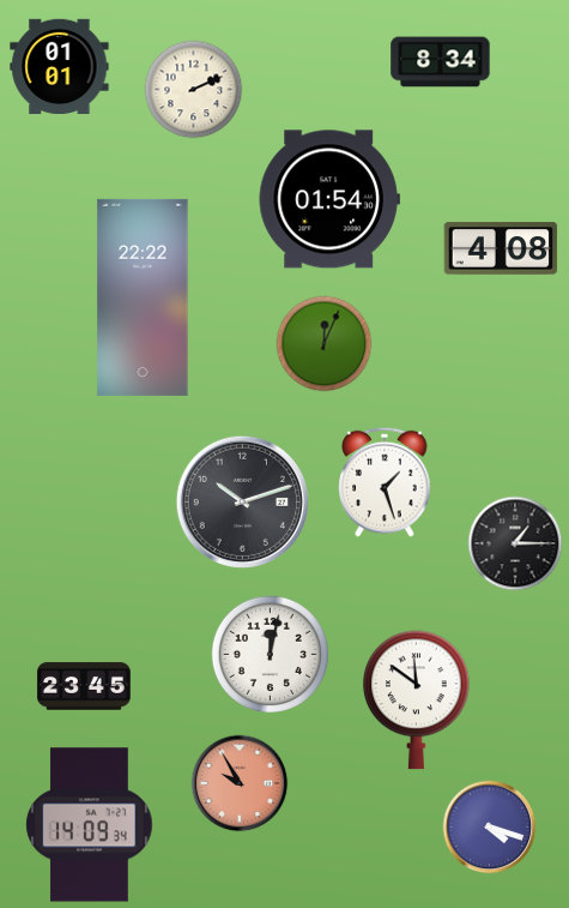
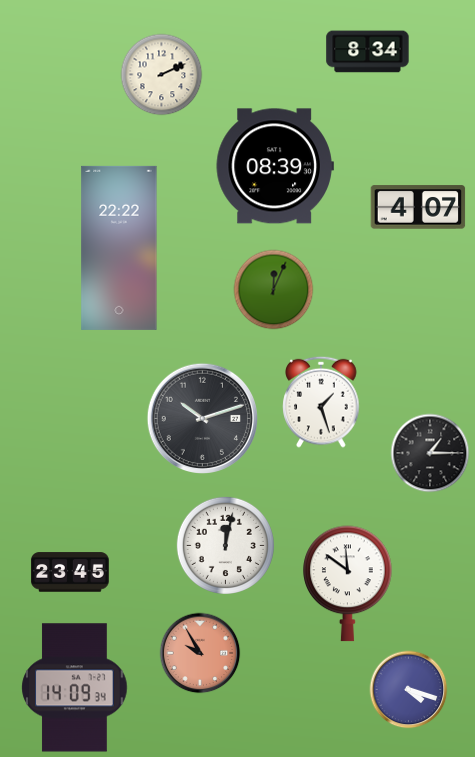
clock at (60, 66): 01:01 -> none
clock at (329, 199): 01:54 -> 08:39
clock at (501, 248): 4:08 -> 4:07
clock at (325, 344) position: (325, 344) -> (274, 290)
